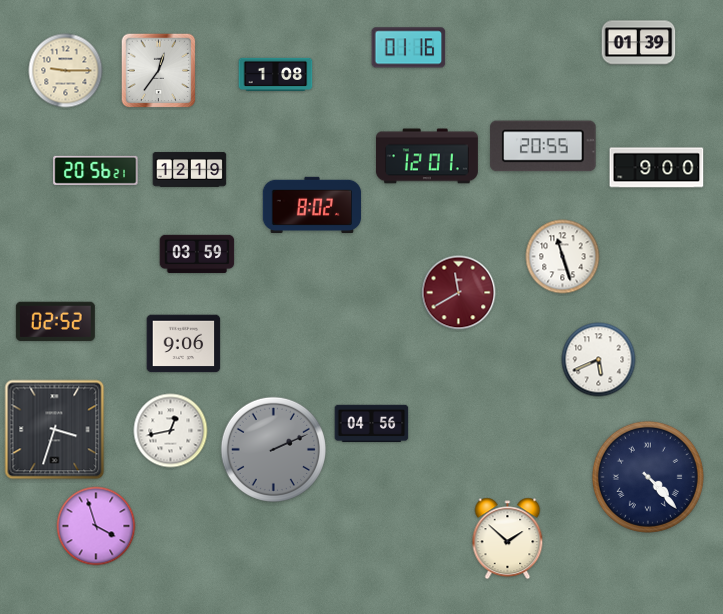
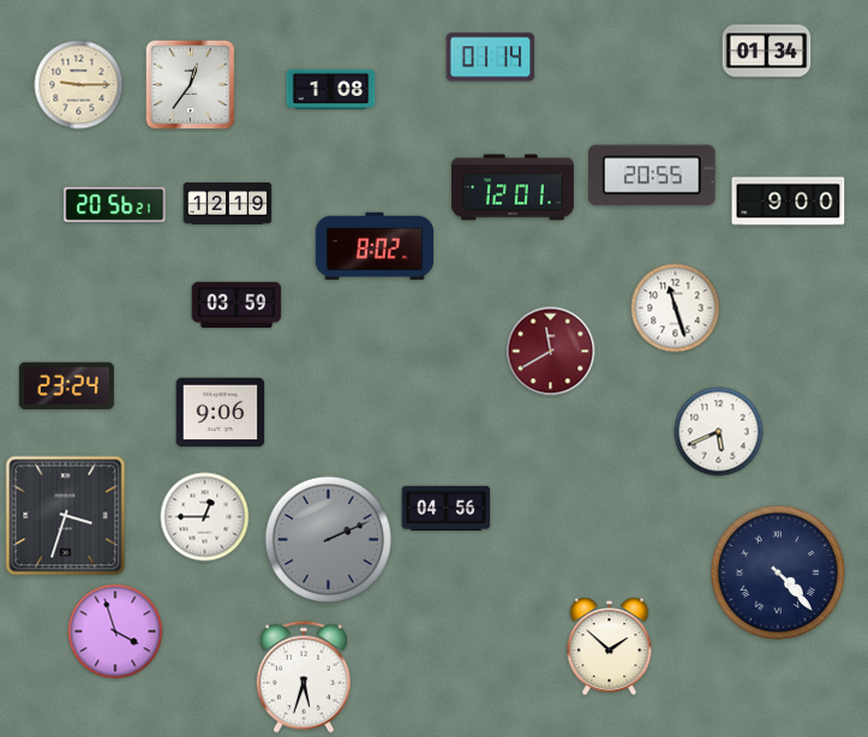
clock at (639, 43): 01:39 -> 01:34
clock at (409, 48): 01:16 -> 01:14
clock at (55, 321): 02:52 -> 23:24
clock at (171, 431): 12:43 -> 12:45
clock at (304, 677): none -> 5:33
